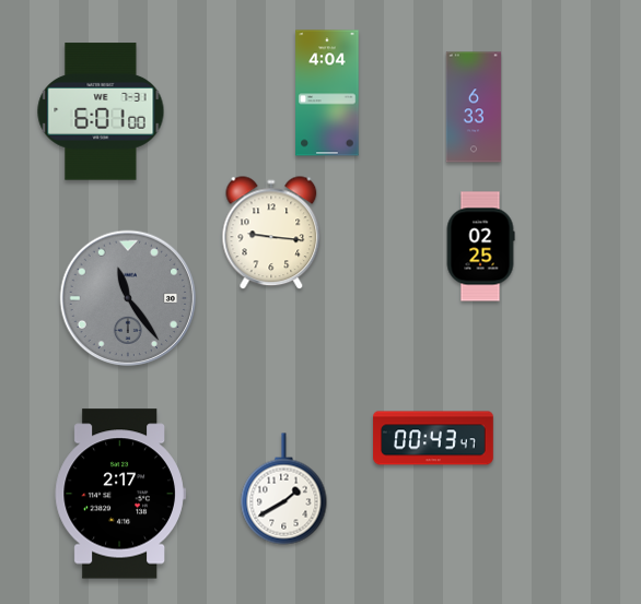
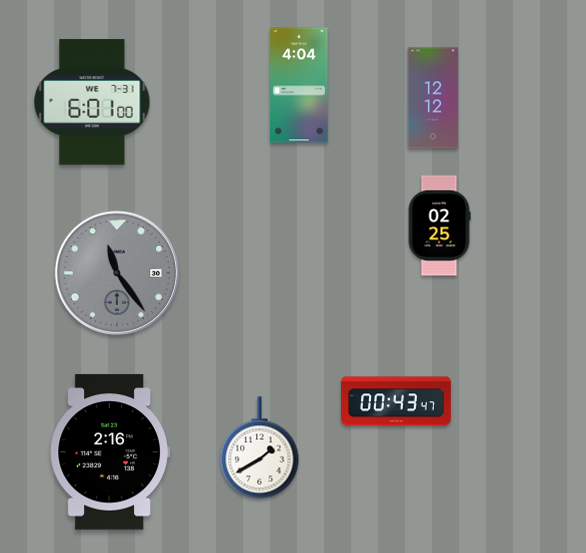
clock at (474, 107): 6:33 -> 12:12
clock at (271, 234): 9:16 -> none
clock at (120, 494): 2:17 -> 2:16
